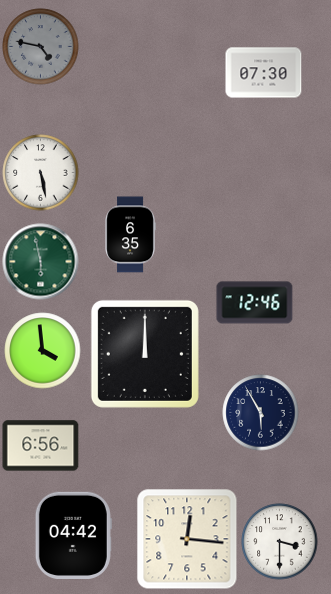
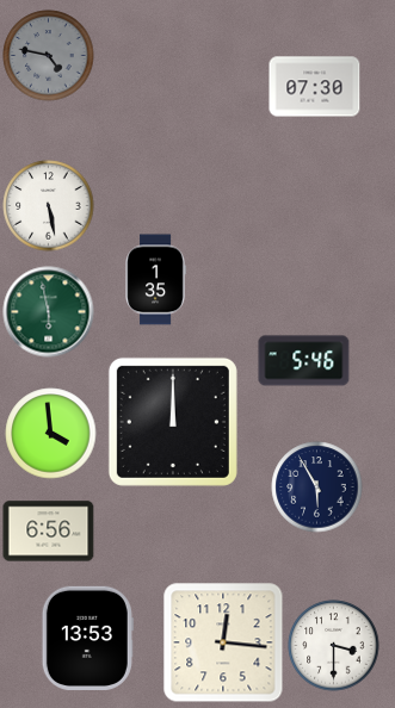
clock at (130, 235): 6:35 -> 1:35
clock at (255, 303): 12:46 -> 5:46
clock at (43, 351) position: (43, 351) -> (51, 434)
clock at (261, 413) position: (261, 413) -> (317, 487)
clock at (73, 535): 04:42 -> 13:53
